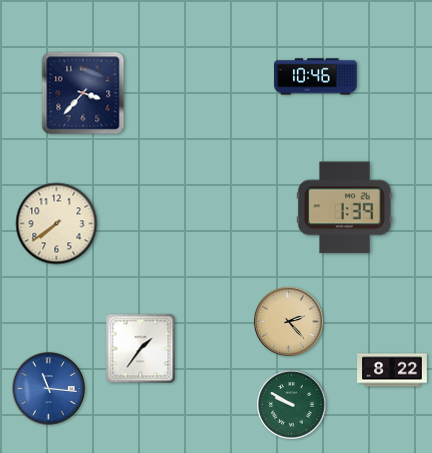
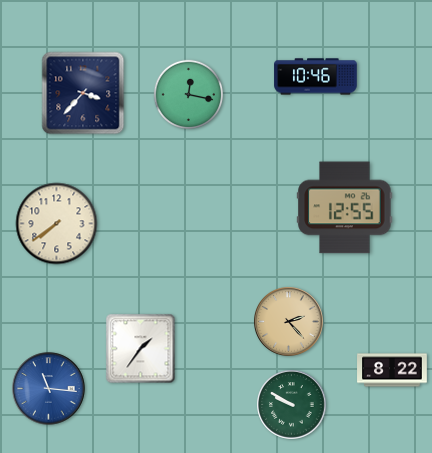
clock at (189, 95): none -> 12:17
clock at (345, 208): 1:39 -> 12:55
